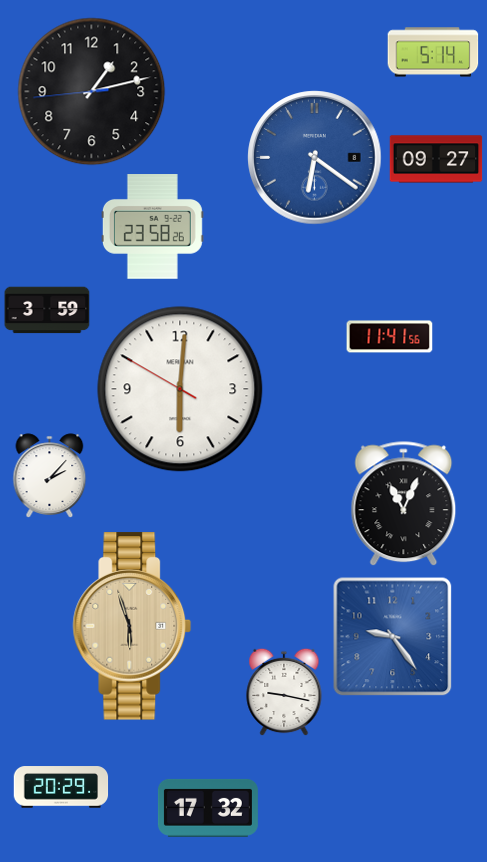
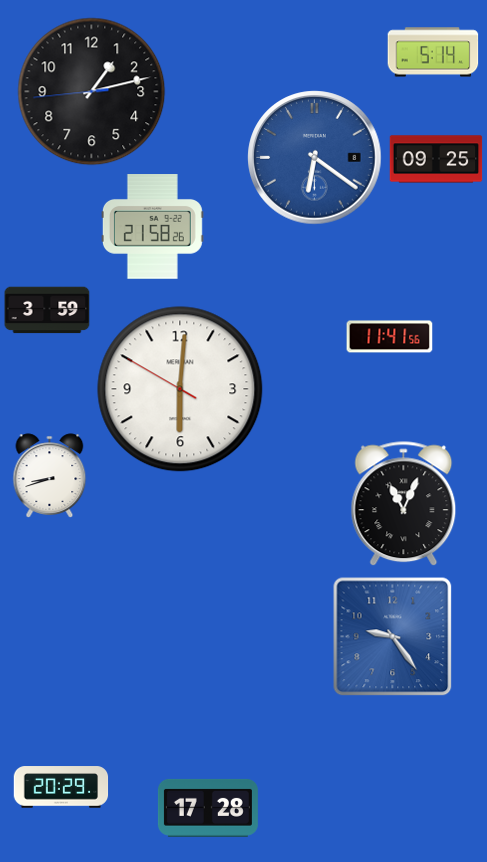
clock at (436, 159): 09:27 -> 09:25
clock at (152, 227): 23:58 -> 21:58
clock at (50, 476): 2:07 -> 8:42
clock at (132, 626): 5:57 -> none
clock at (284, 692): 9:17 -> none
clock at (208, 808): 17:32 -> 17:28
